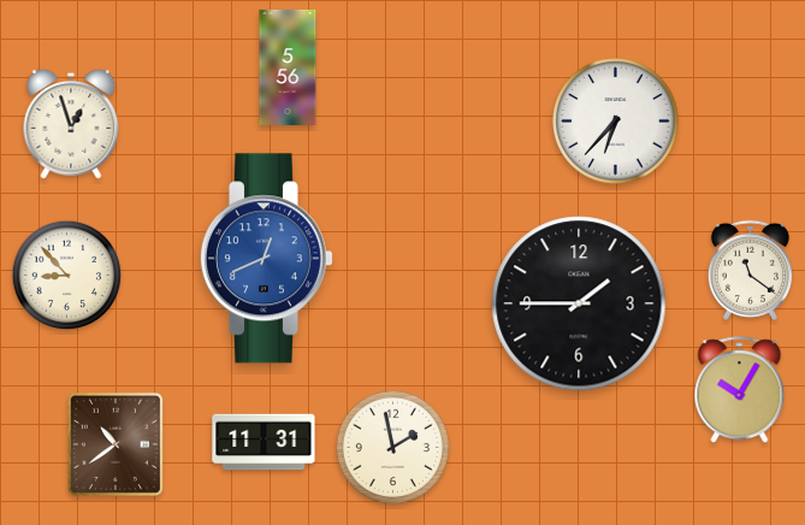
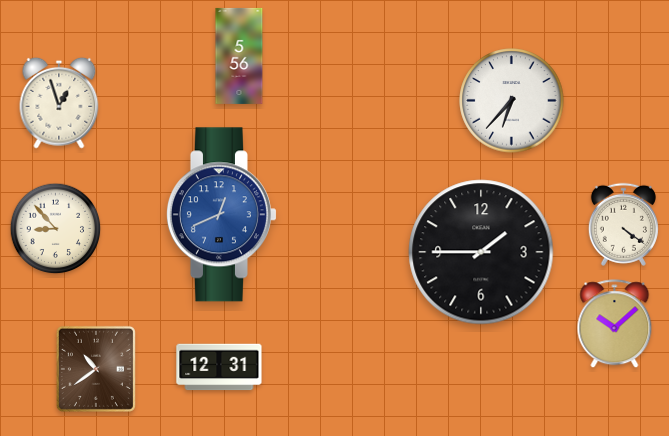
clock at (750, 270): 11:21 -> 4:21
clock at (740, 390): 10:05 -> 10:08
clock at (264, 442): 11:31 -> 12:31
clock at (392, 447): 1:58 -> none
